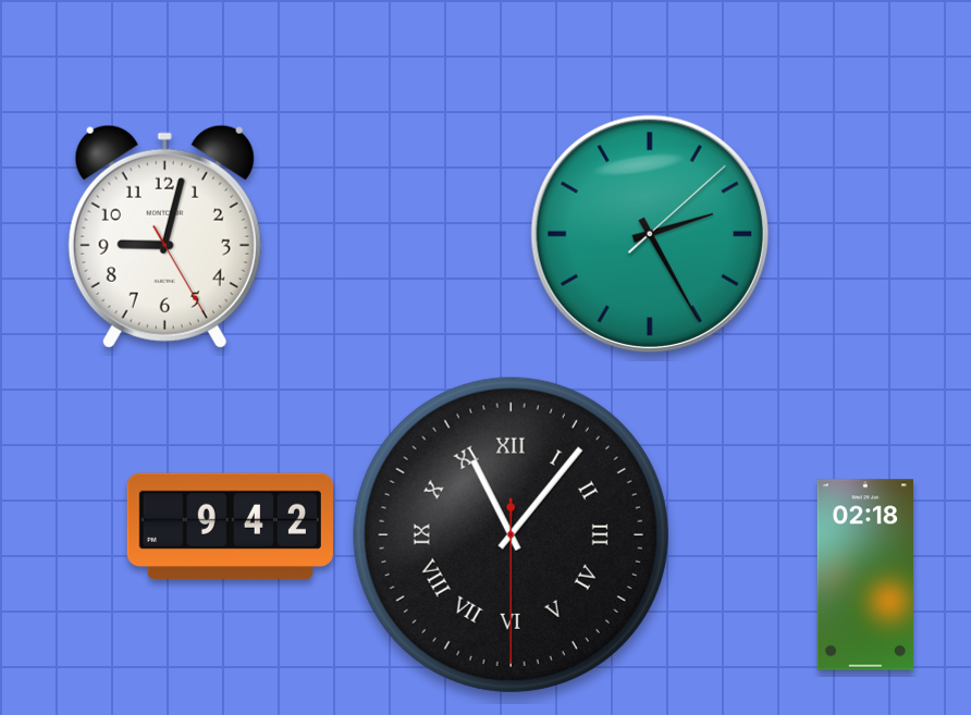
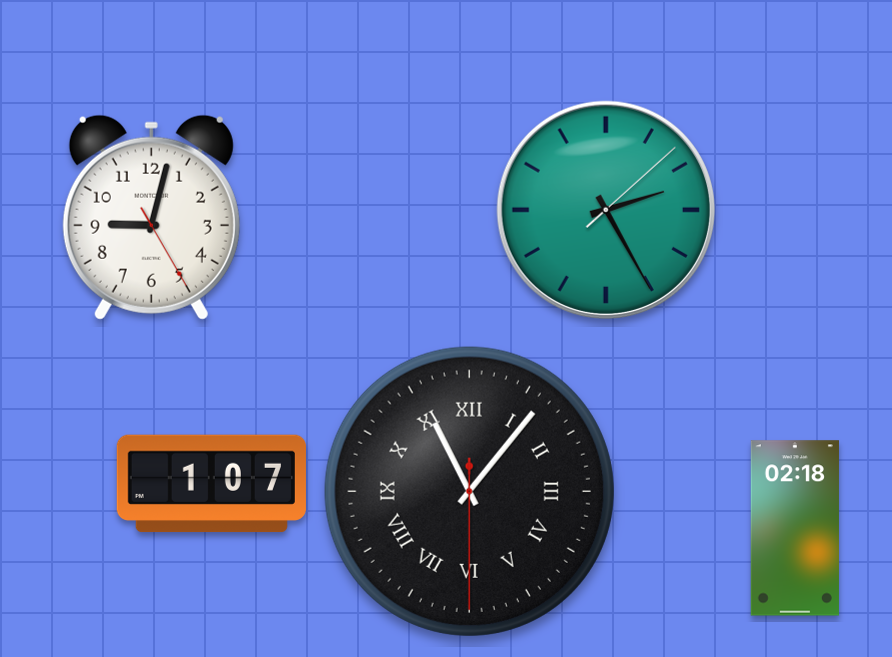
clock at (650, 234) position: (650, 234) -> (606, 210)
clock at (230, 527): 9:42 -> 1:07
